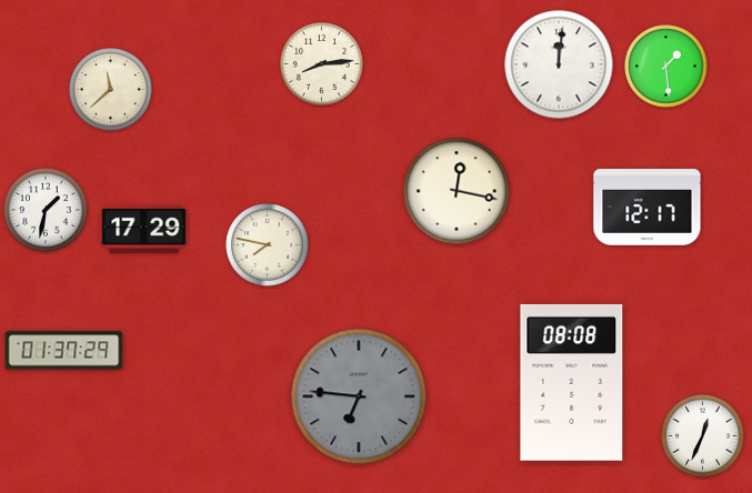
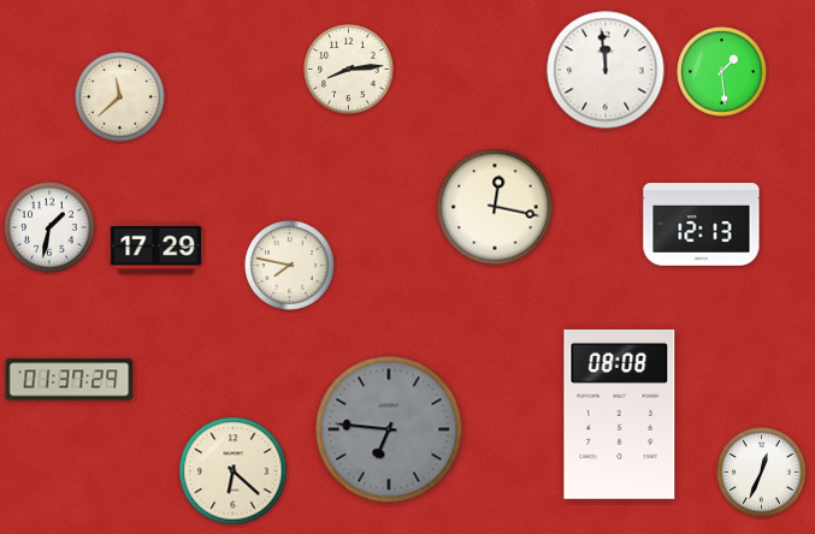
clock at (559, 64): 12:01 -> 11:59
clock at (648, 208): 12:17 -> 12:13
clock at (234, 471): none -> 6:22
